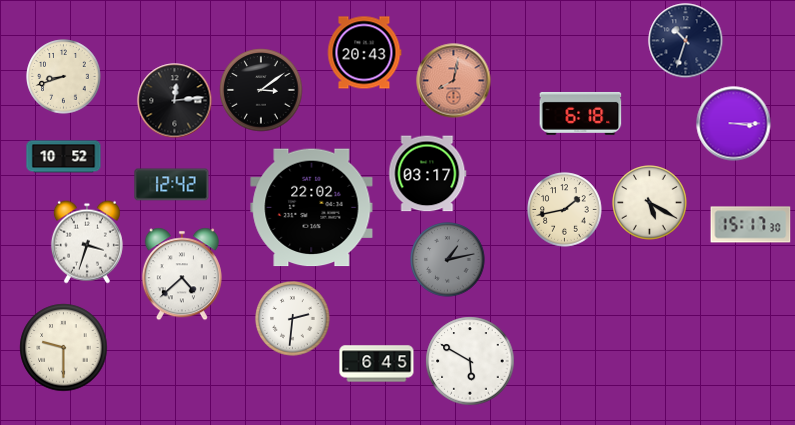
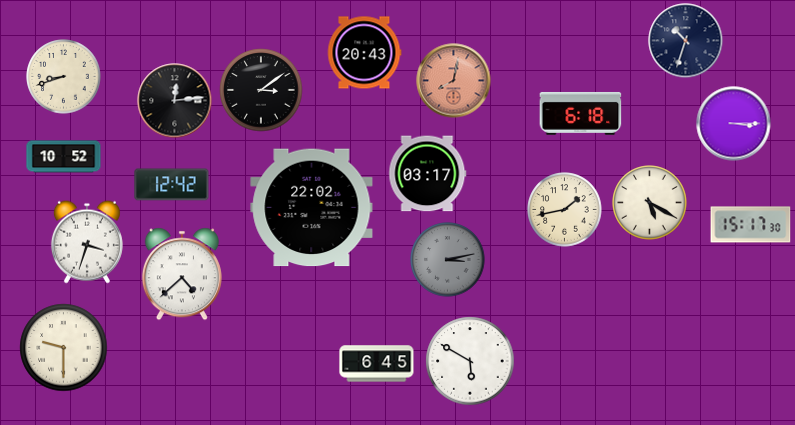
clock at (448, 260): 1:13 -> 3:13
clock at (293, 319): 2:31 -> none
